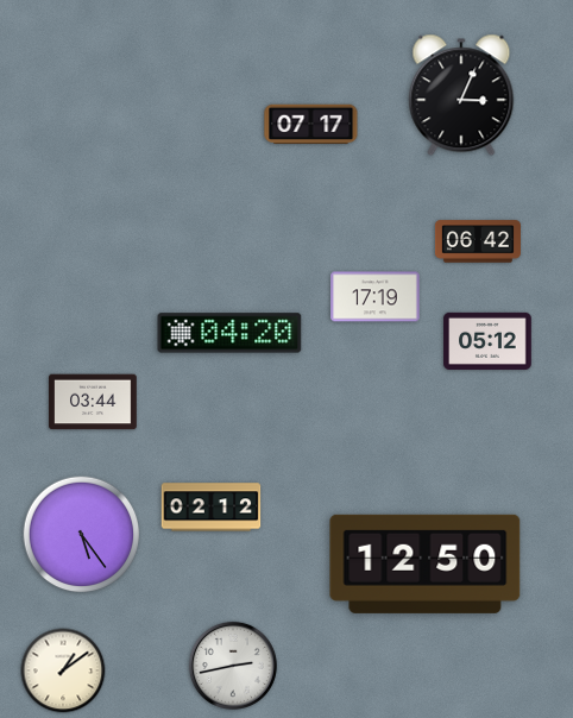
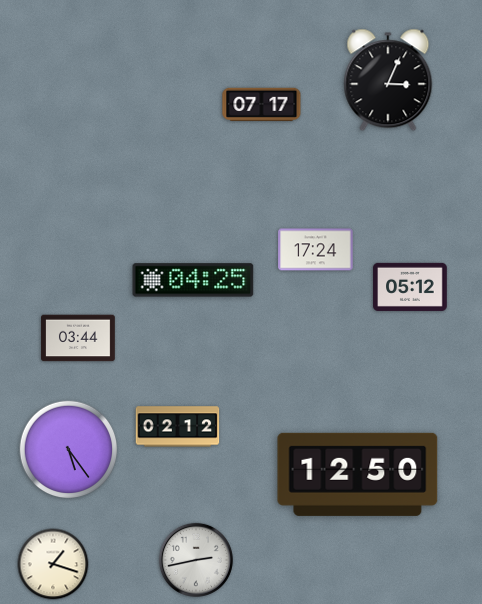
clock at (478, 241): 06:42 -> none
clock at (376, 297): 17:19 -> 17:24
clock at (229, 333): 04:20 -> 04:25
clock at (63, 670): 1:09 -> 1:18
